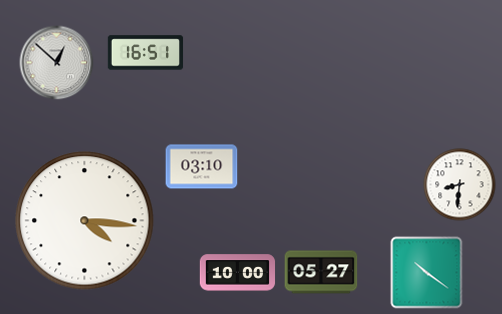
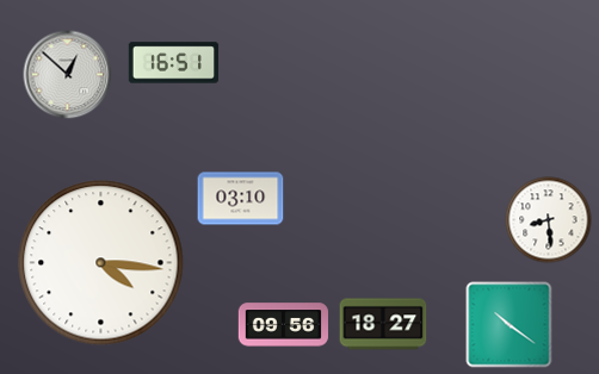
clock at (460, 185): 8:31 -> 8:29
clock at (321, 272): 05:27 -> 18:27
clock at (238, 273): 10:00 -> 09:56
